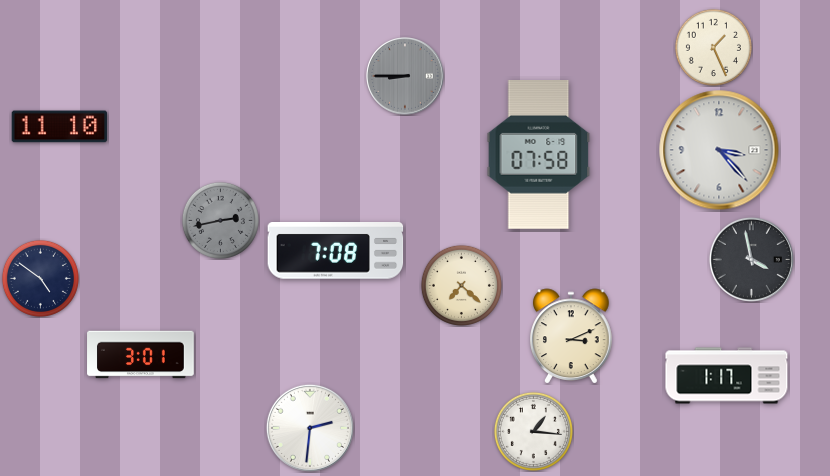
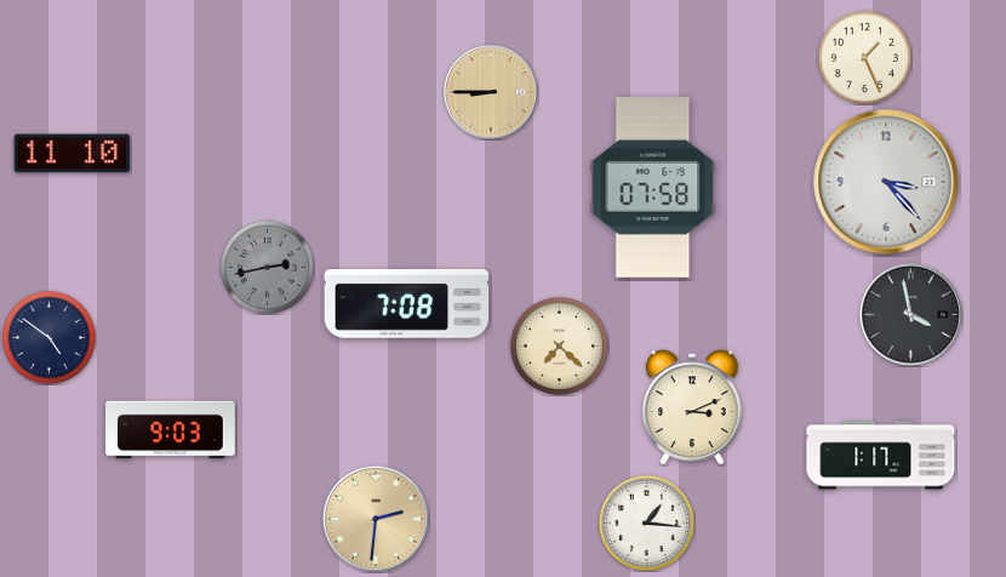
clock at (405, 76) dial: grey -> champagne
clock at (719, 150) position: (719, 150) -> (886, 182)
clock at (141, 355): 3:01 -> 9:03
clock at (310, 428) dial: white -> champagne
